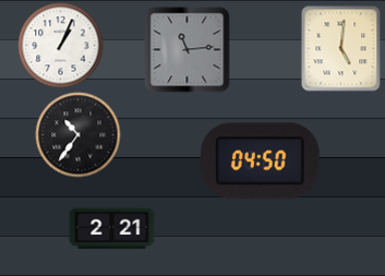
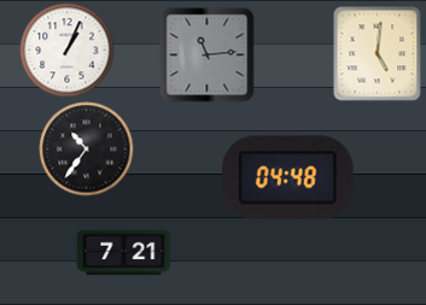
clock at (261, 161): 04:50 -> 04:48
clock at (111, 229): 2:21 -> 7:21
